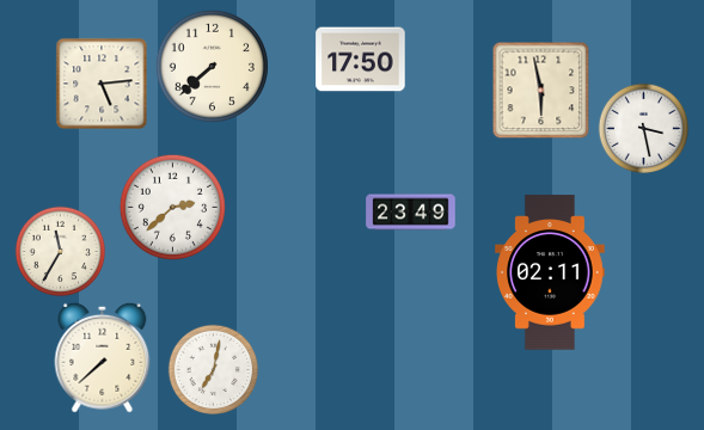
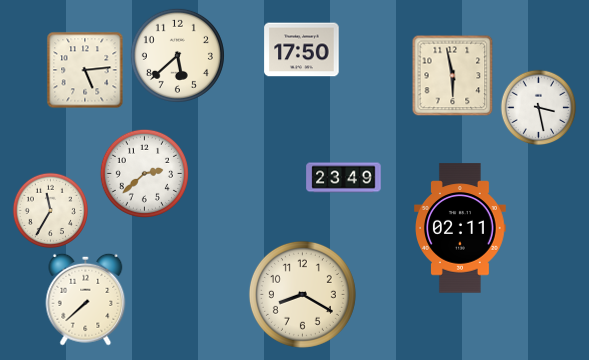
clock at (212, 66): 7:38 -> 5:38
clock at (302, 294): none -> 8:20
clock at (214, 370): 7:02 -> none
